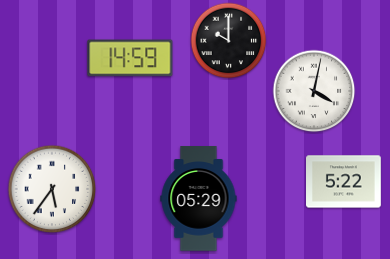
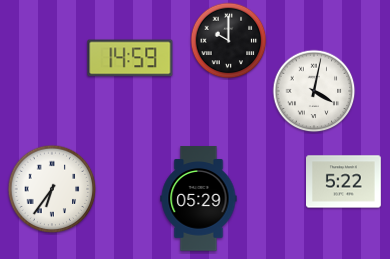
clock at (52, 189): 5:36 -> 6:36
